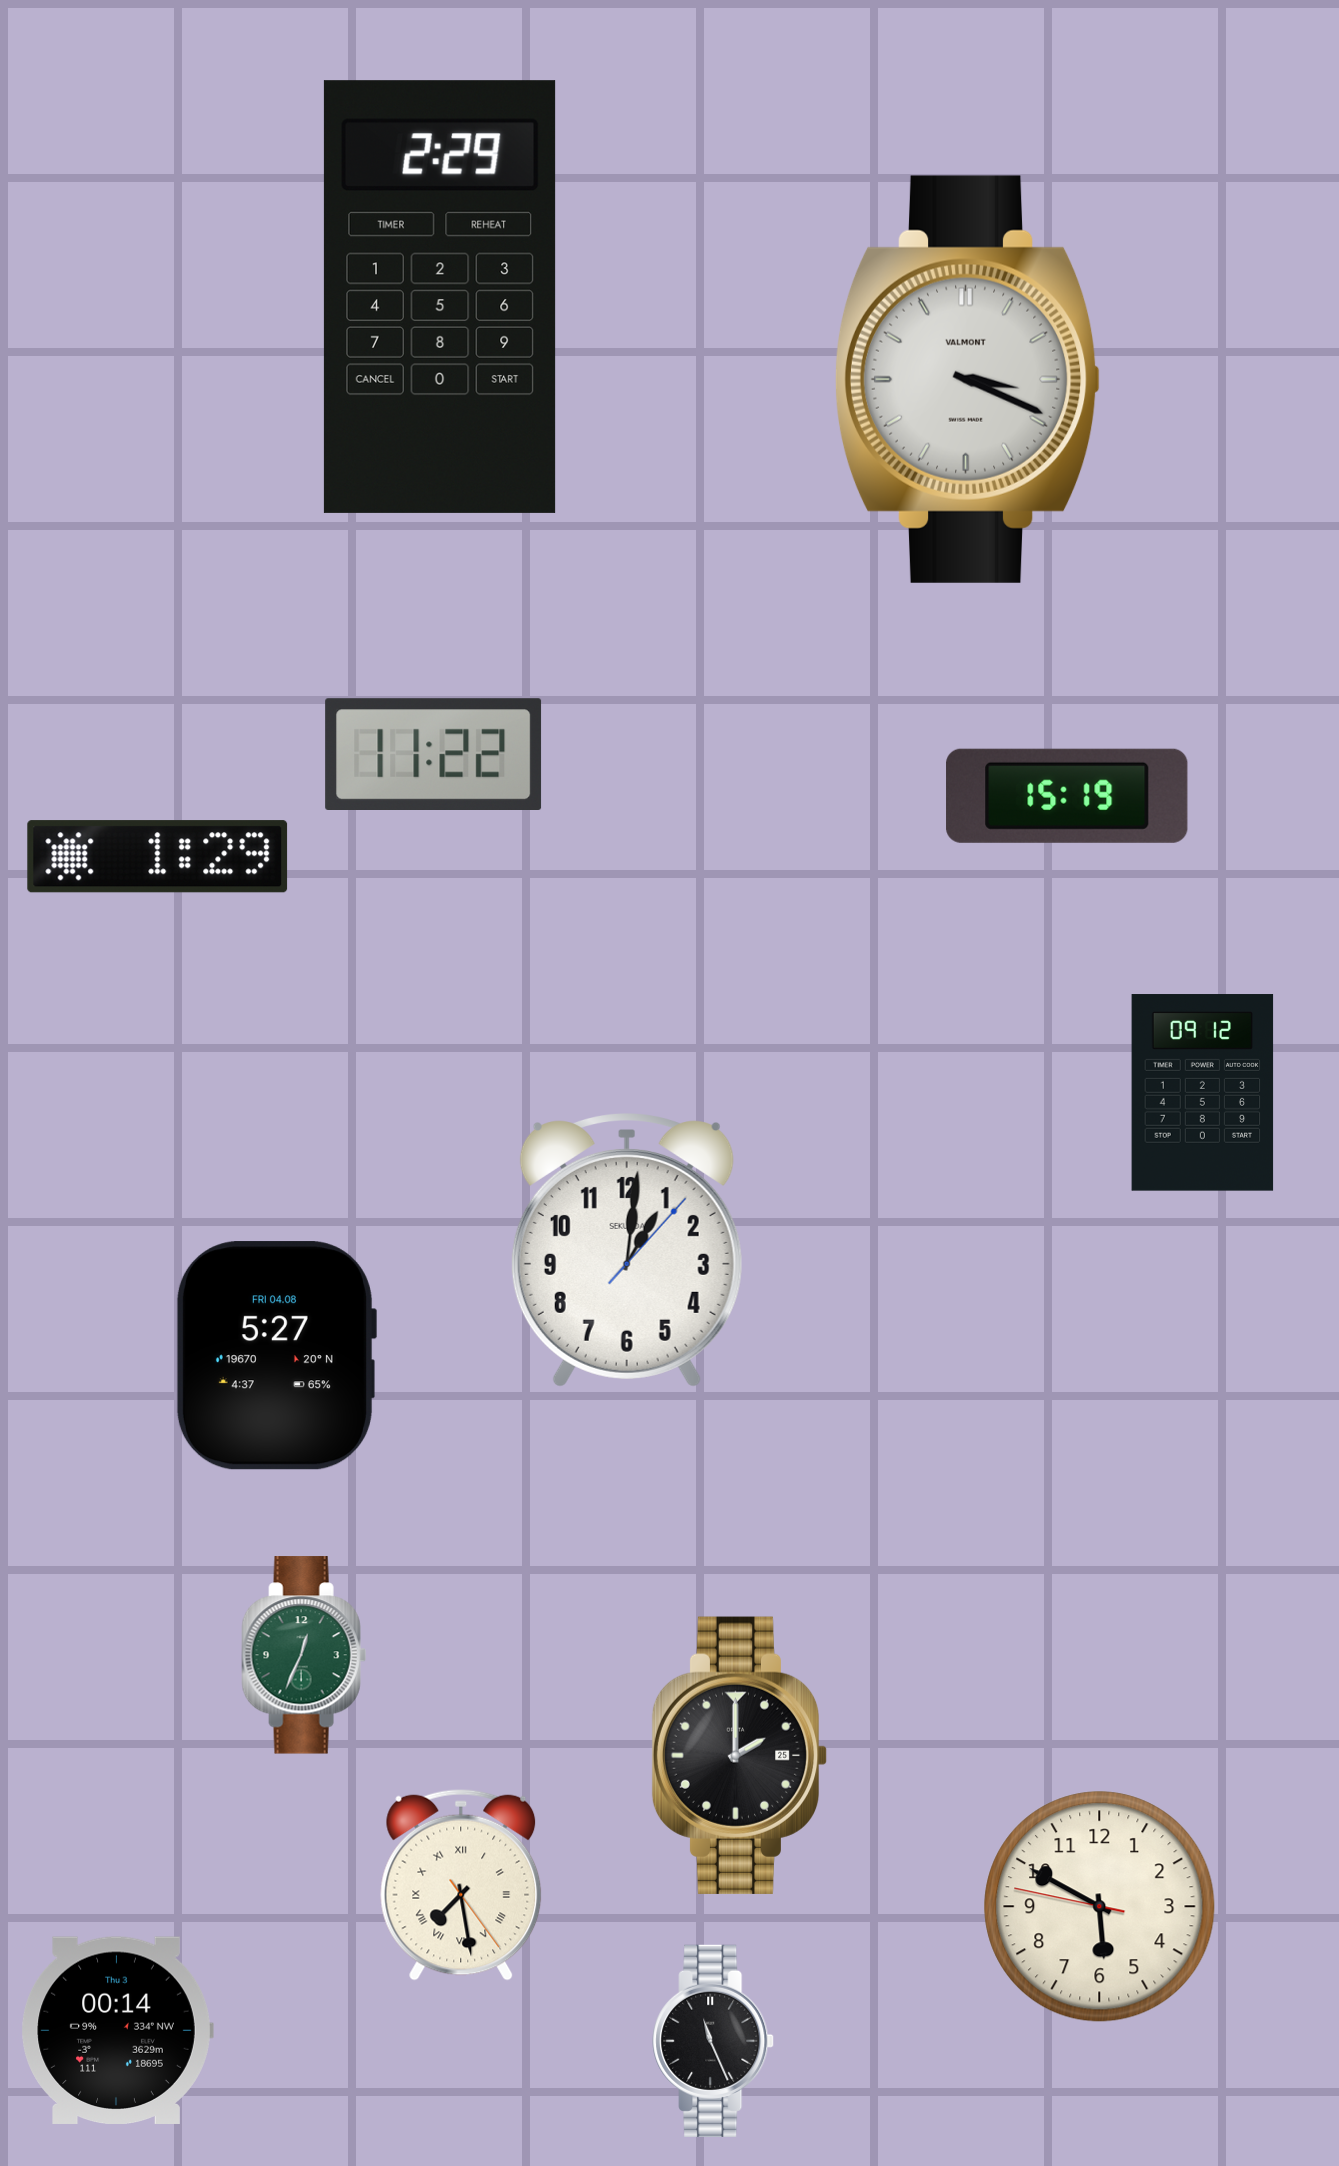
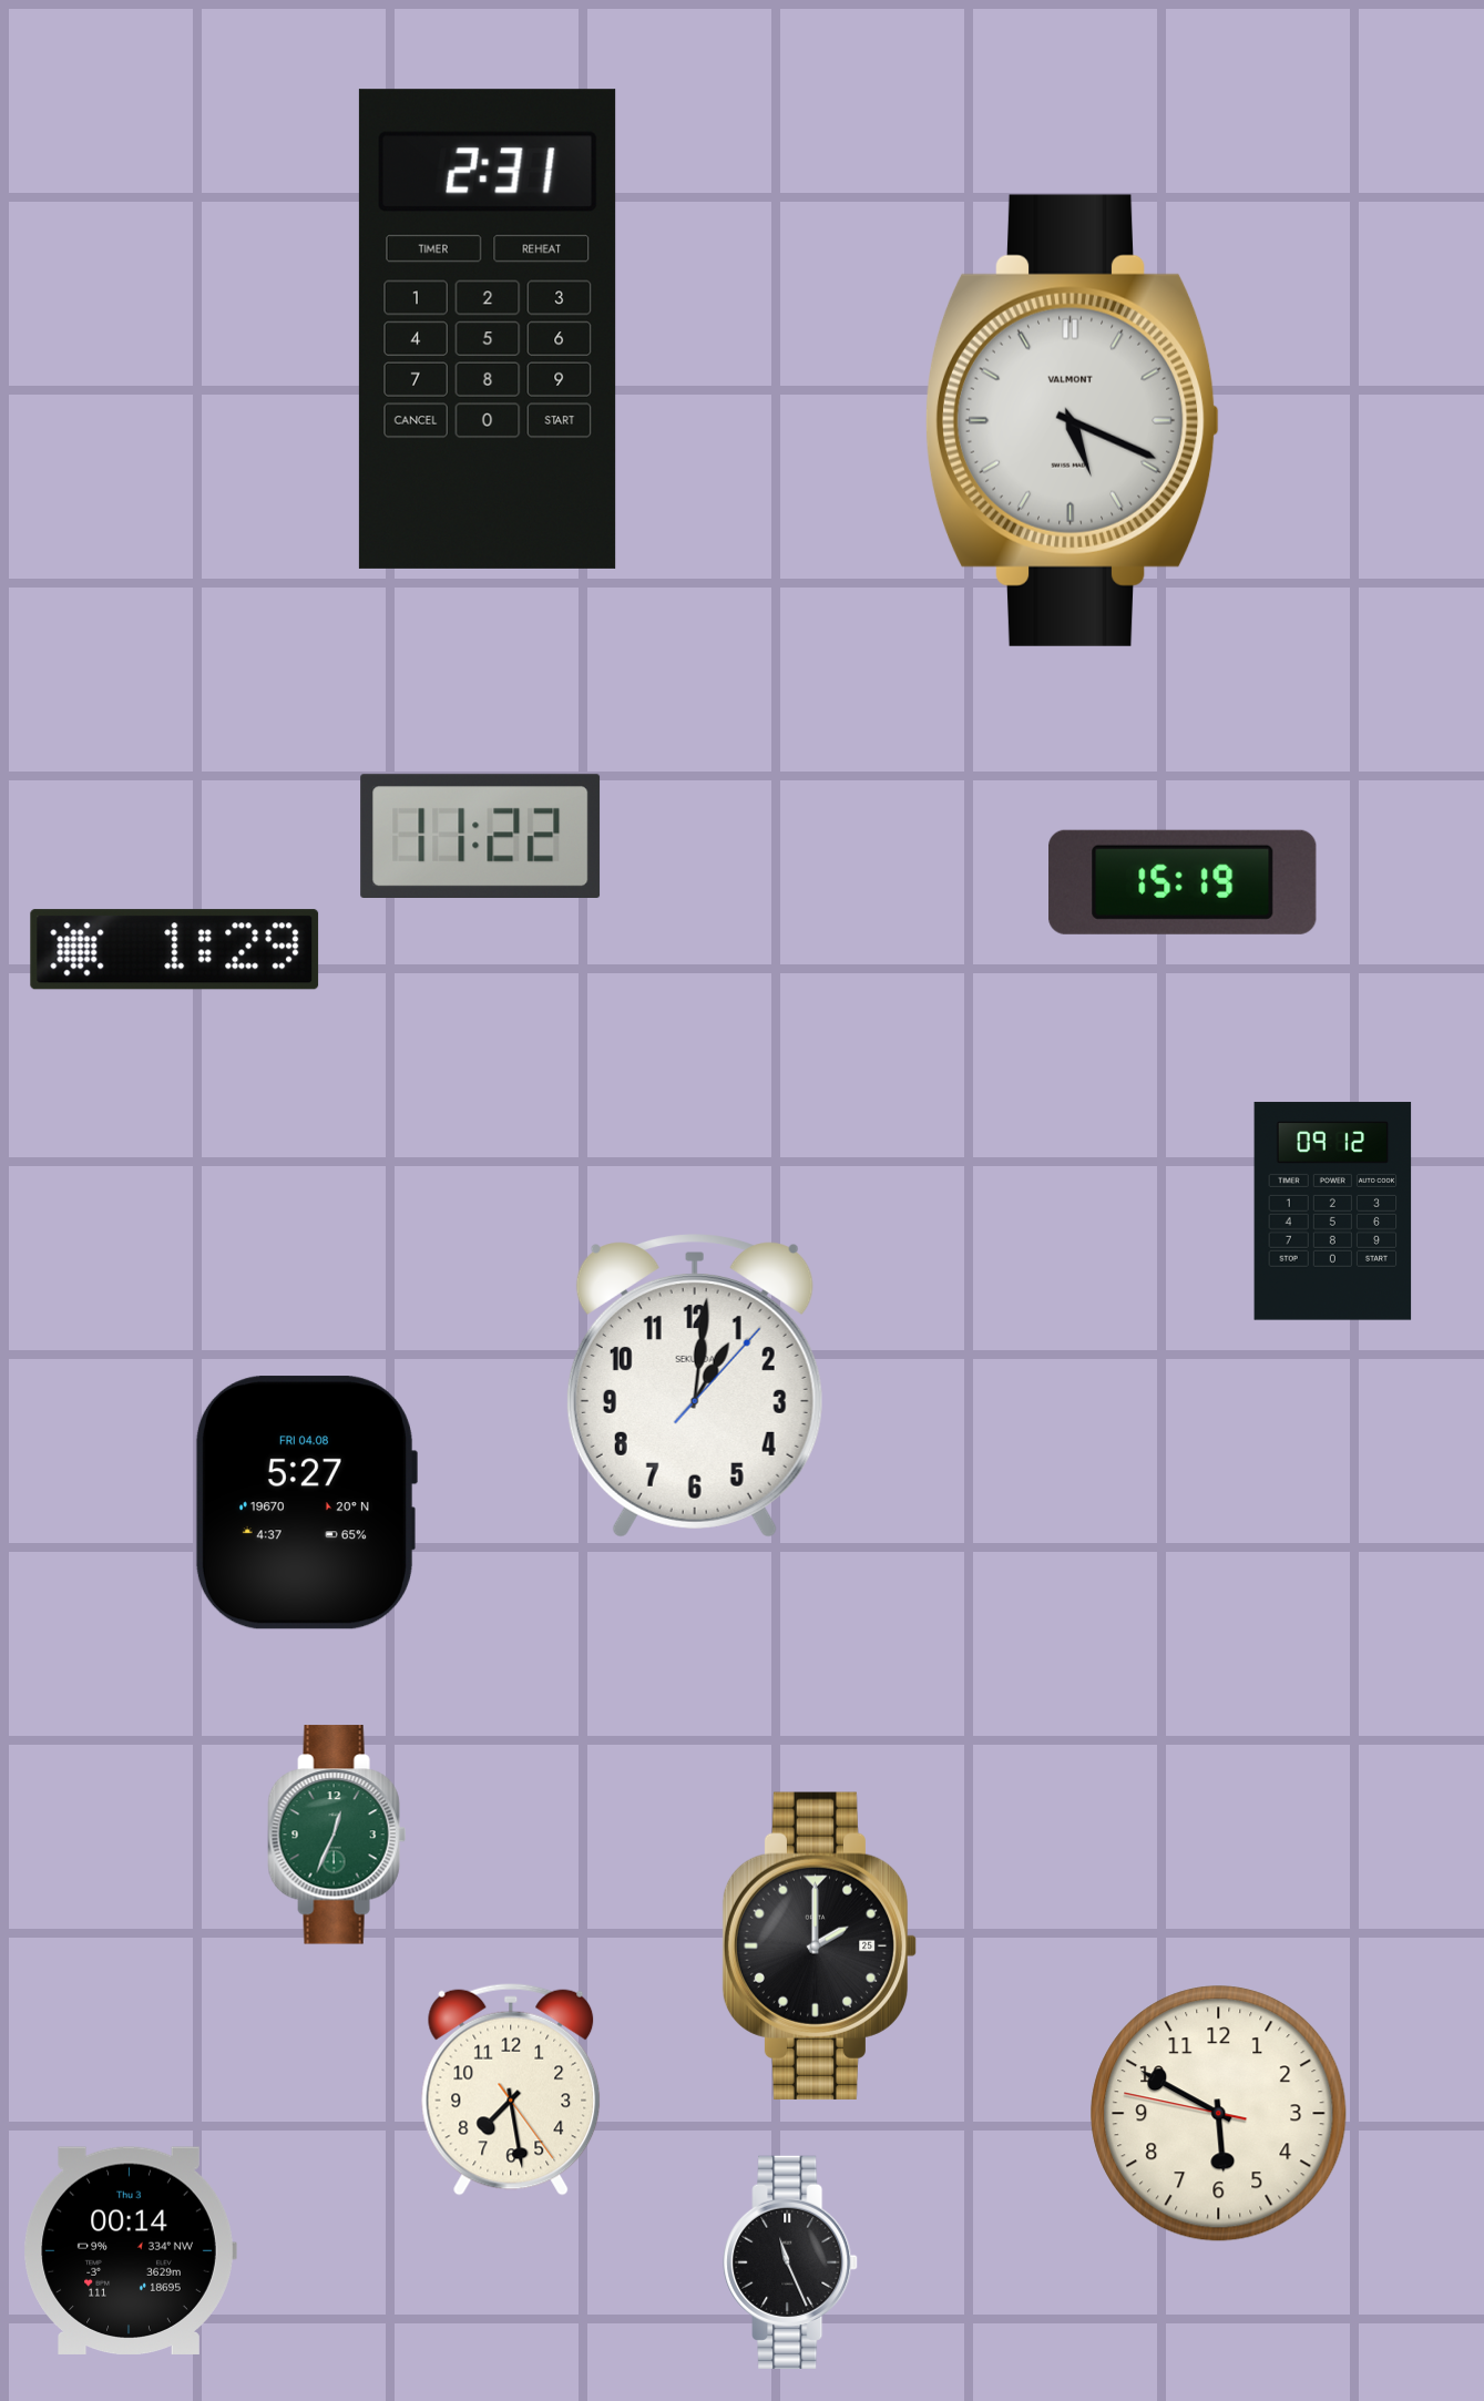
clock at (440, 297): 2:29 -> 2:31
clock at (968, 379): 3:19 -> 5:19
clock at (461, 1885) numerals: Roman -> Arabic
